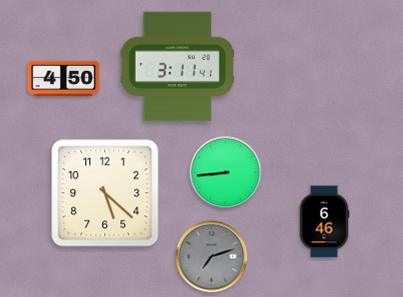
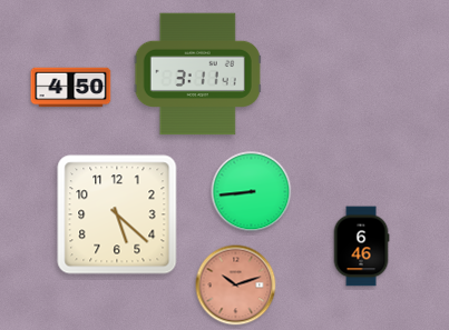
clock at (212, 257): 7:12 -> 10:12
clock at (212, 257) dial: grey -> salmon
